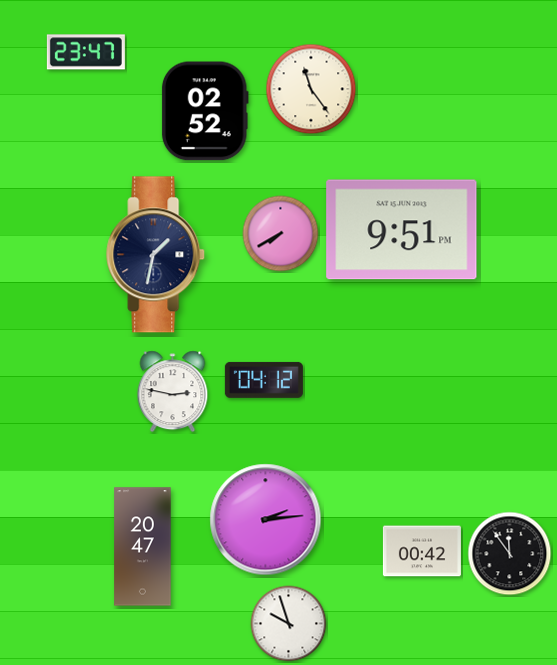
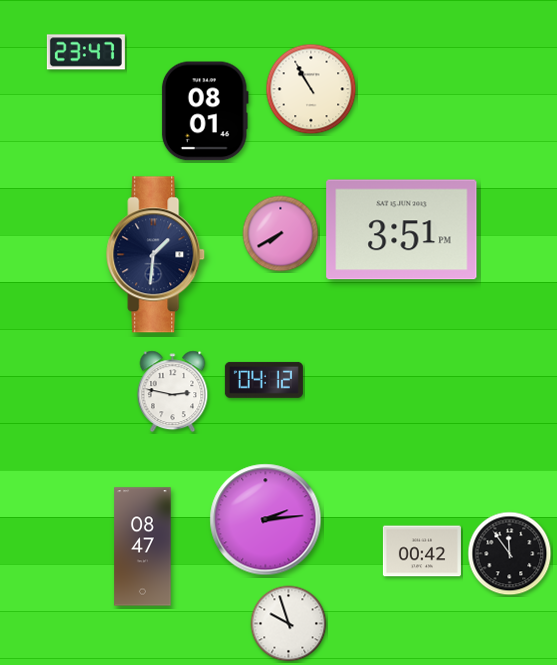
clock at (311, 89): 11:24 -> 10:55
clock at (205, 111): 02:52 -> 08:01
clock at (402, 230): 9:51 -> 3:51
clock at (156, 255): 1:32 -> 1:31
clock at (143, 547): 20:47 -> 08:47
